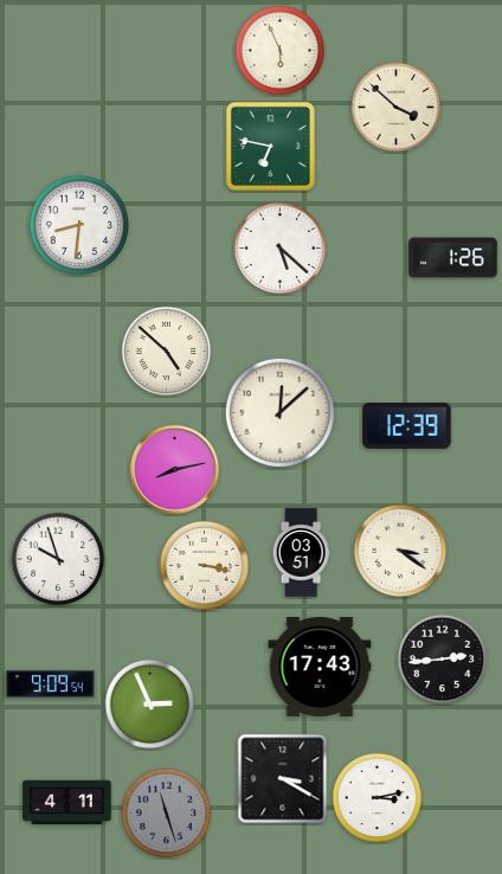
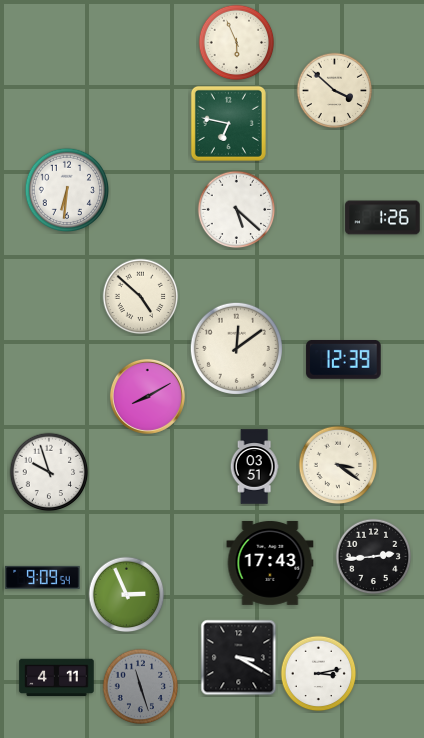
clock at (79, 225): 8:31 -> 6:31
clock at (279, 412): 12:08 -> 12:09
clock at (174, 469): 8:13 -> 8:10
clock at (205, 566): 3:17 -> none
